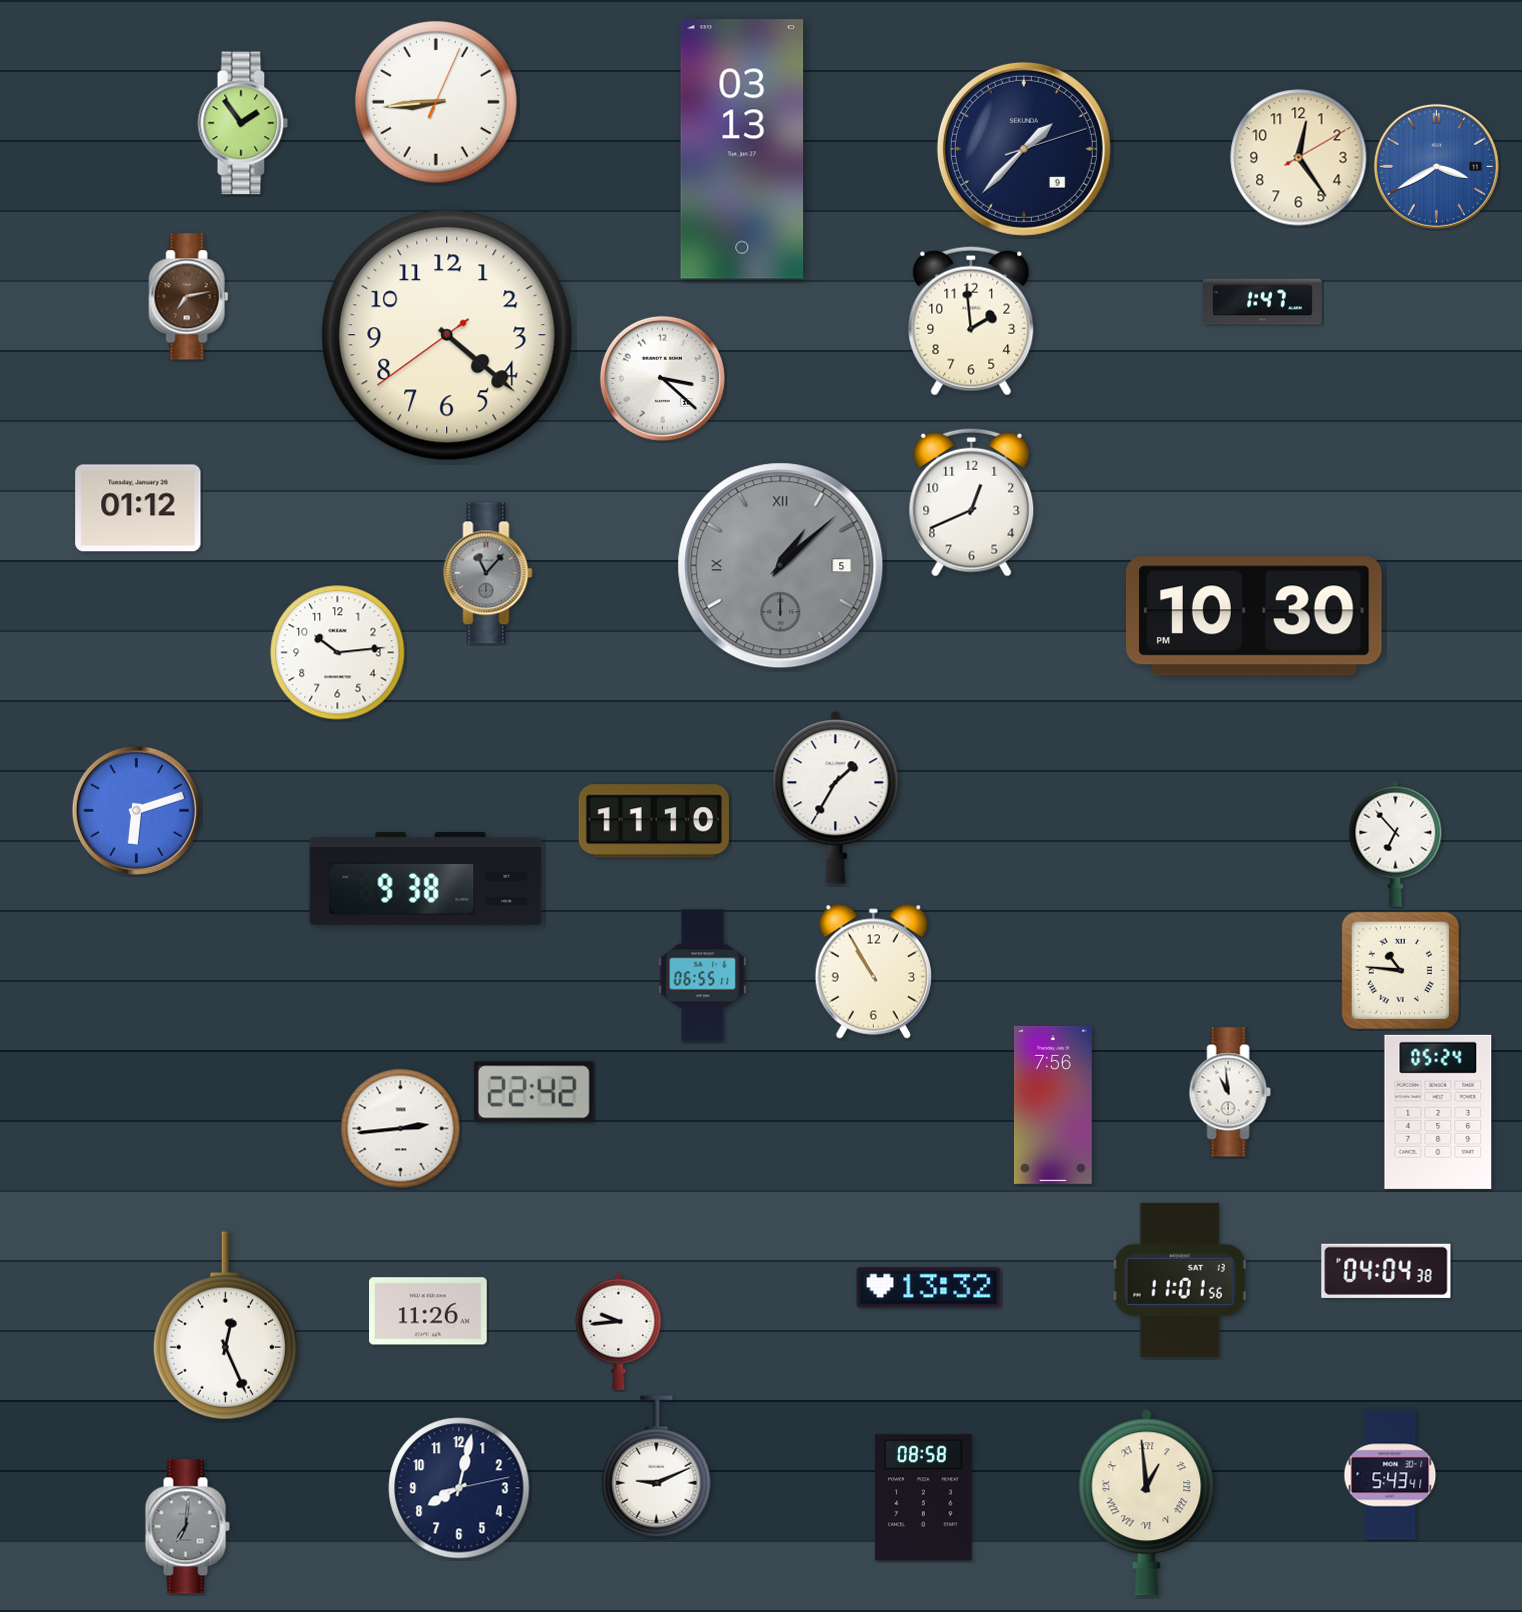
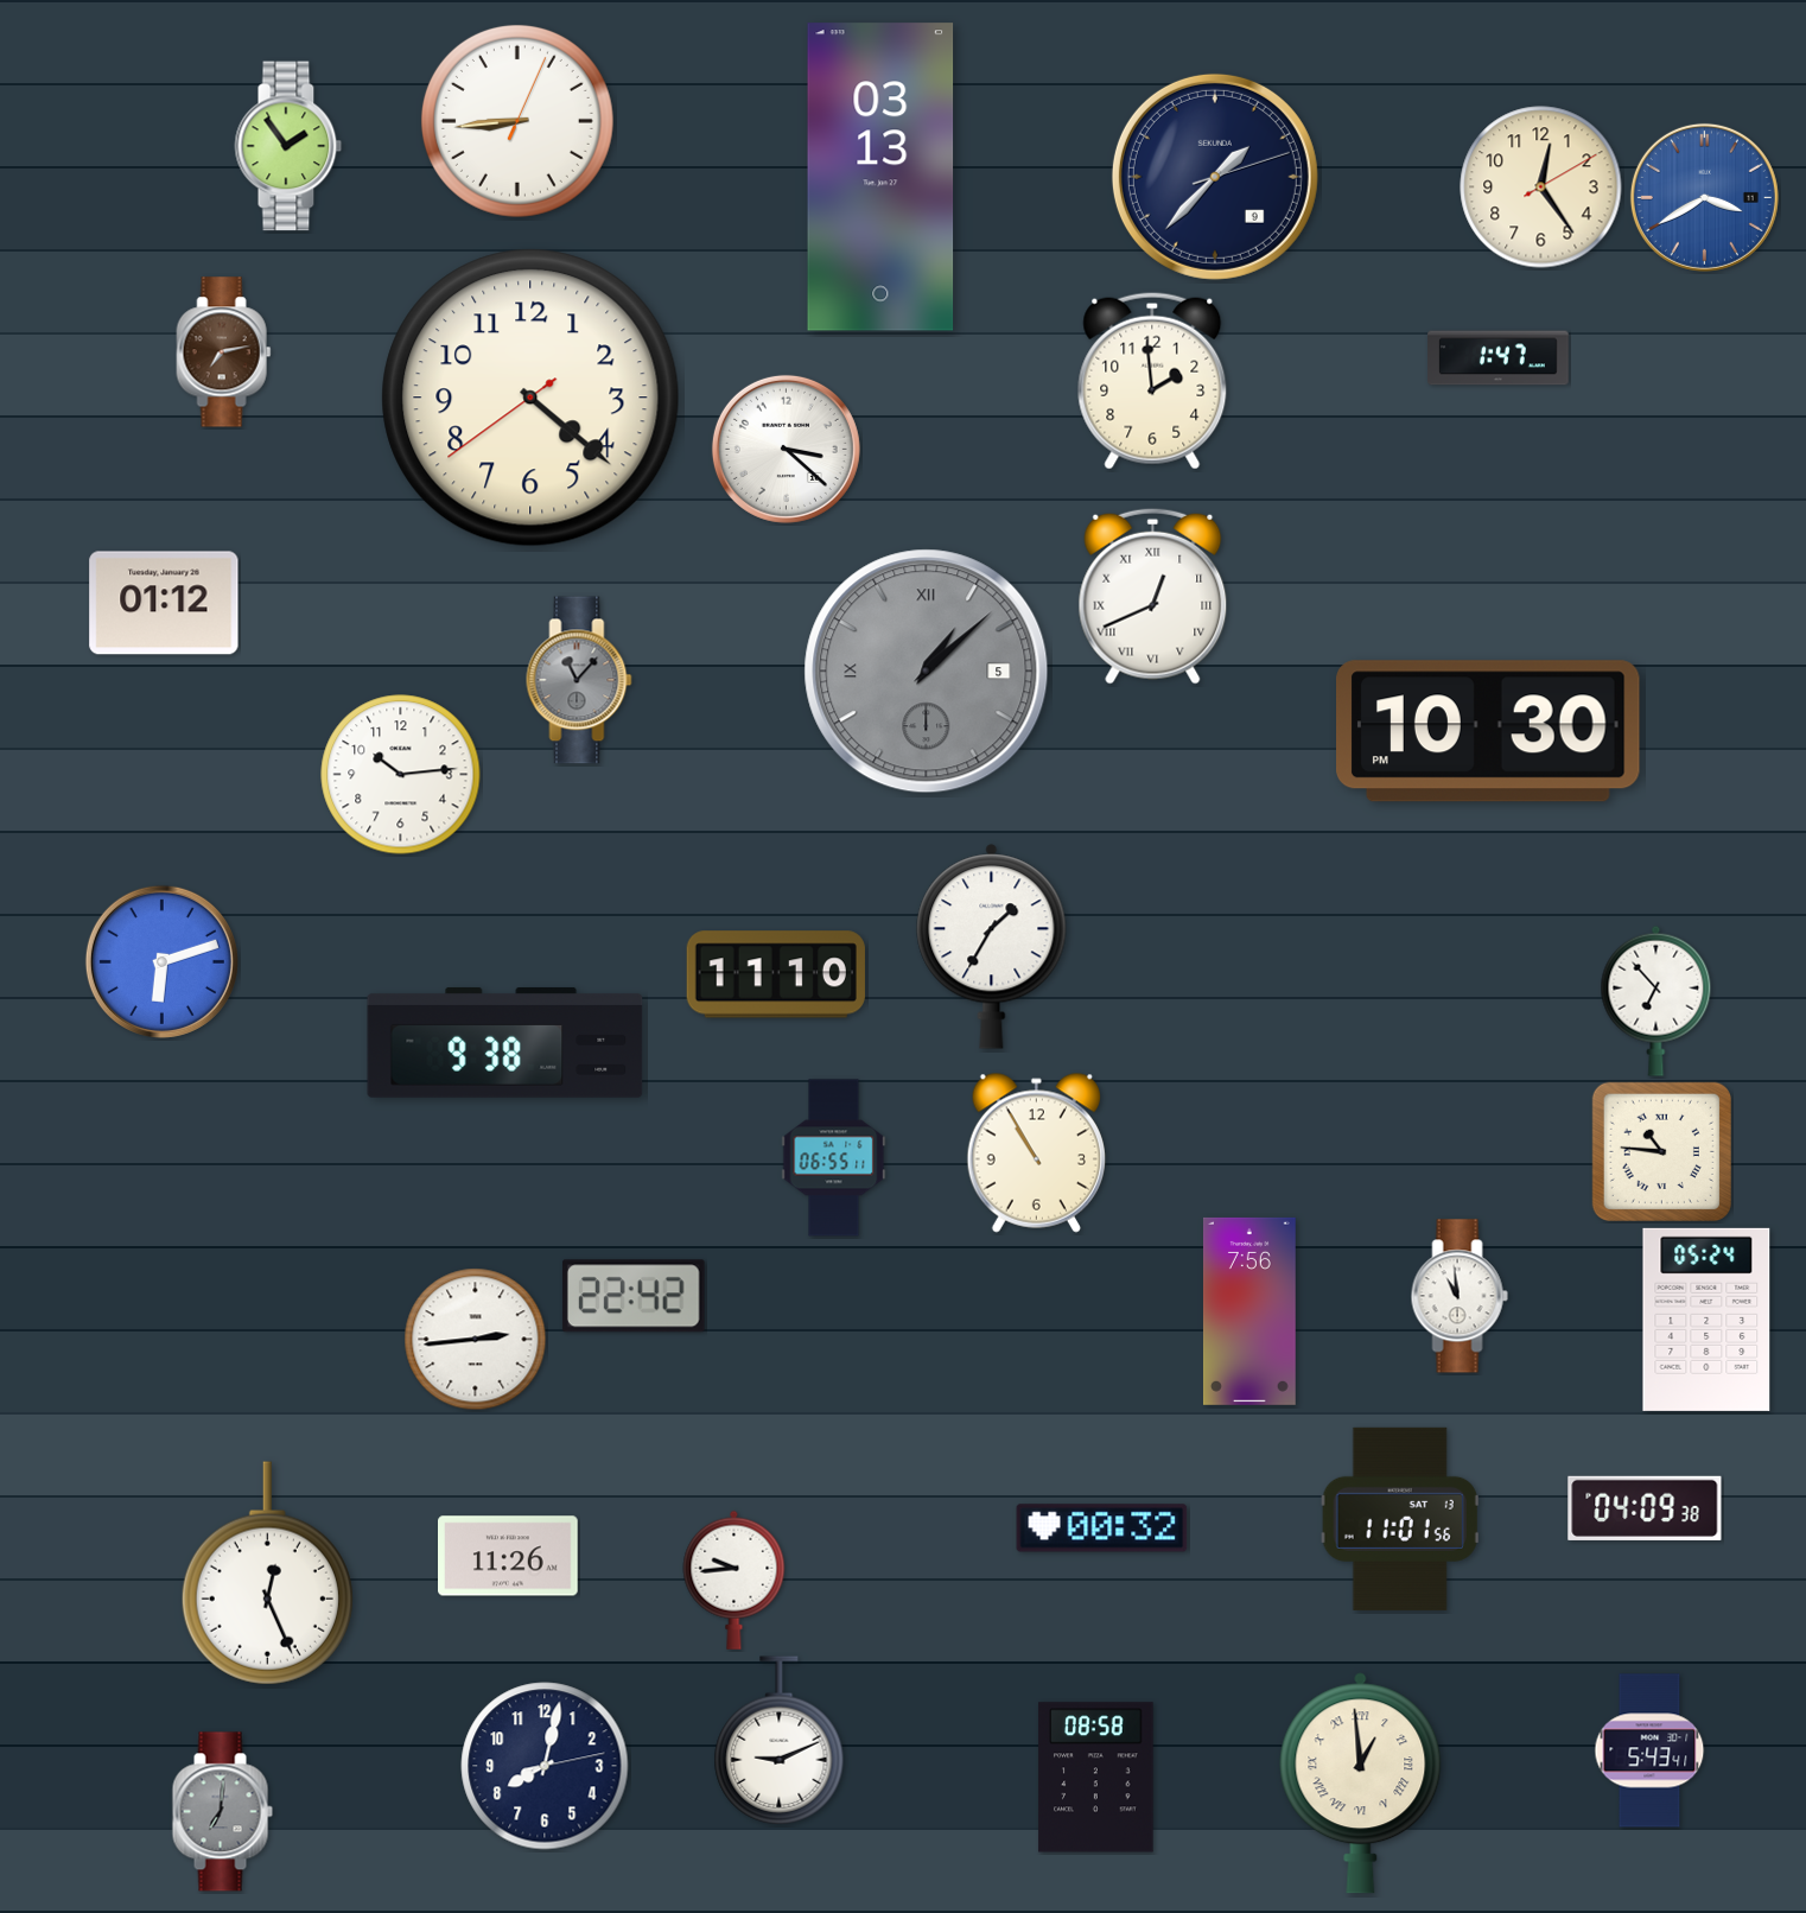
clock at (972, 502) numerals: Arabic -> Roman
clock at (1386, 1271): 04:04 -> 04:09
clock at (929, 1288): 13:32 -> 00:32
